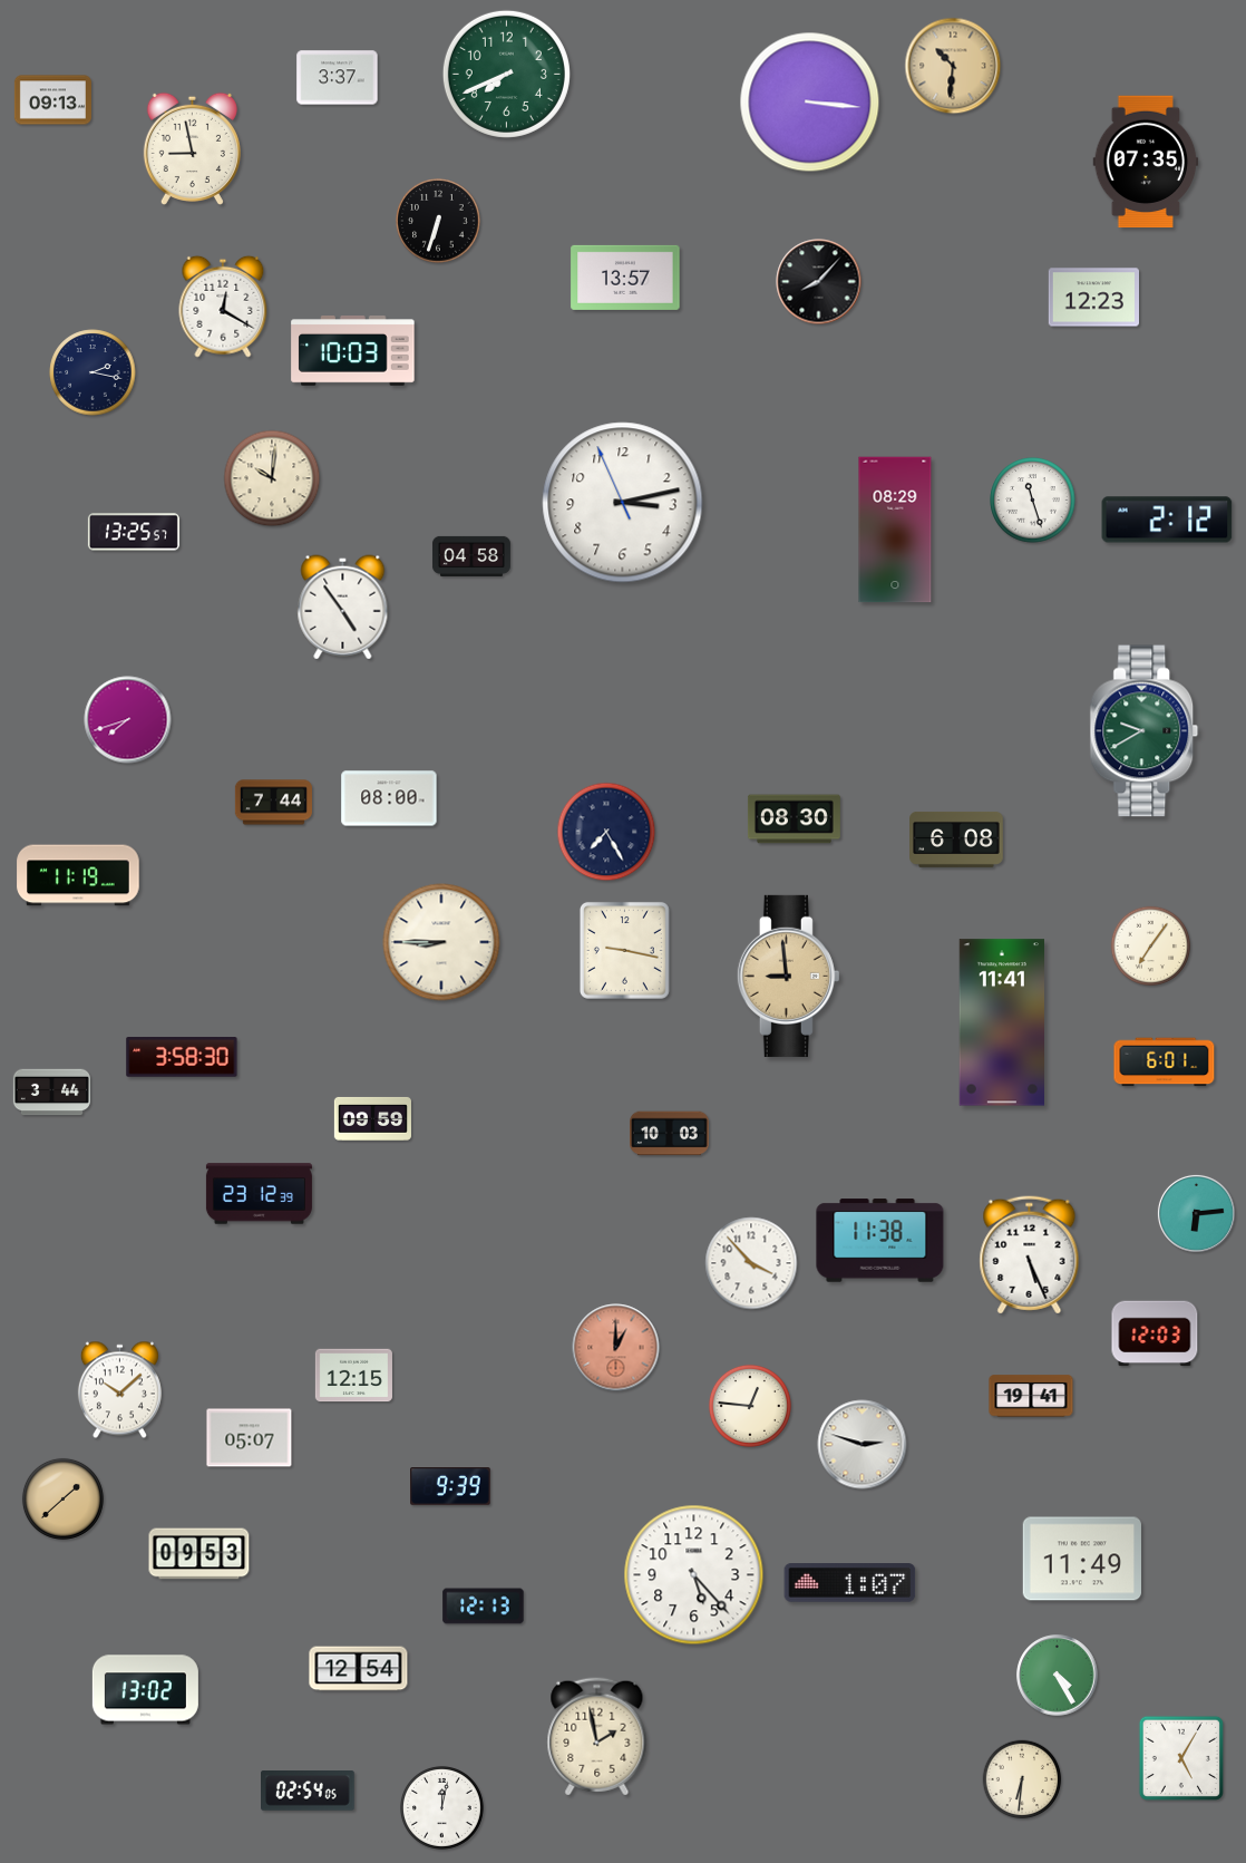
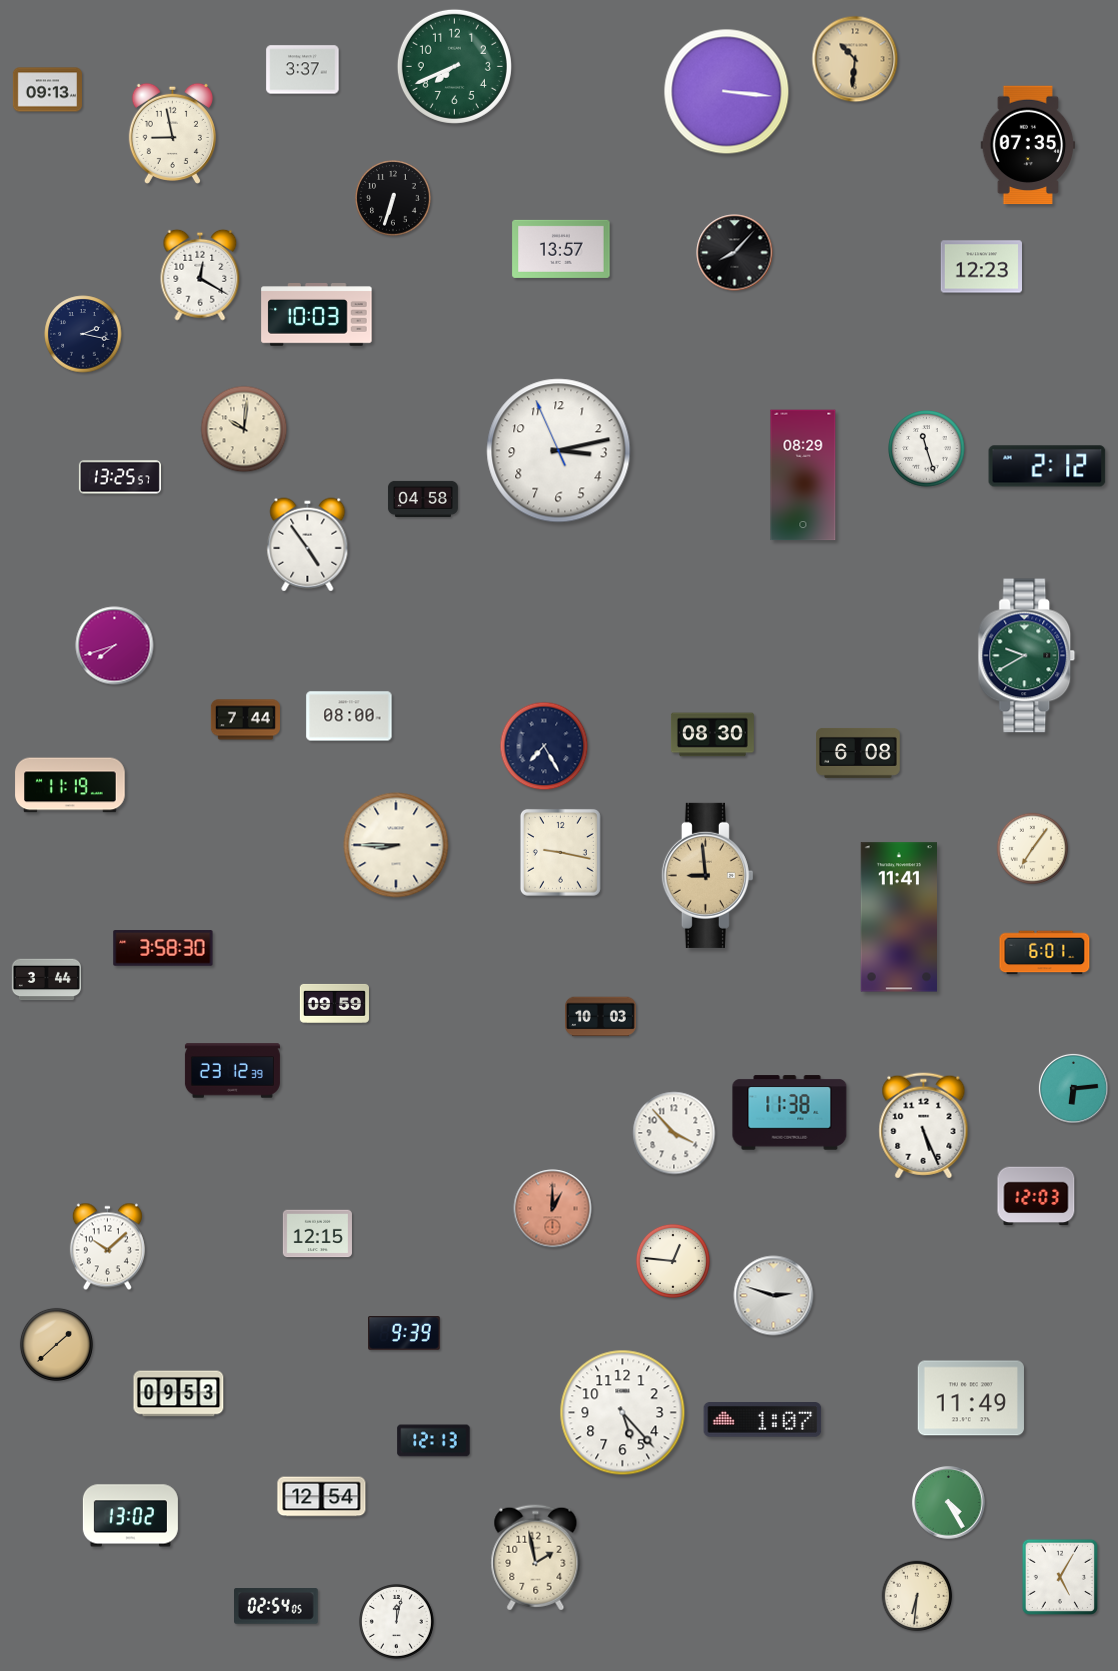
clock at (1031, 1396): 19:41 -> none
clock at (250, 1438): 05:07 -> none
